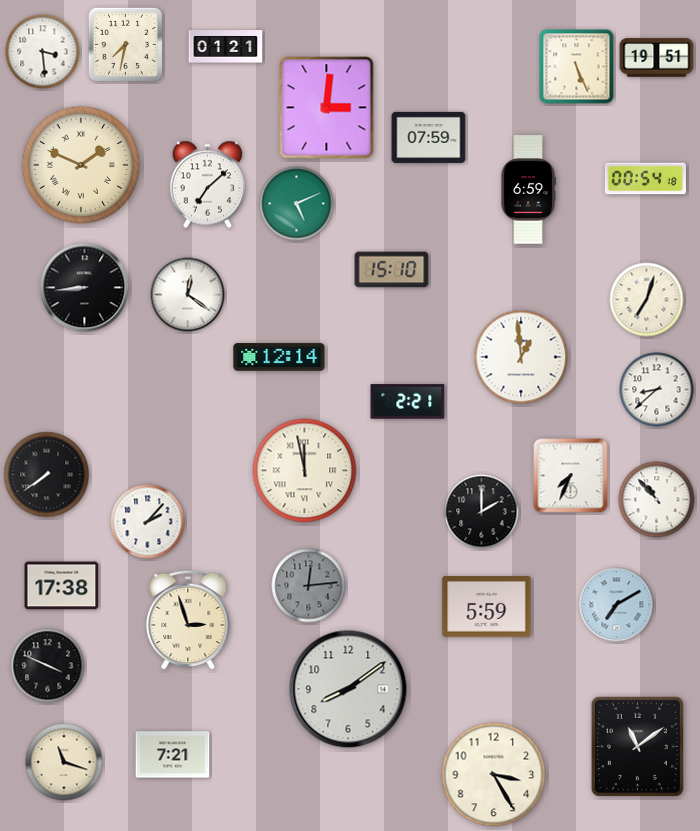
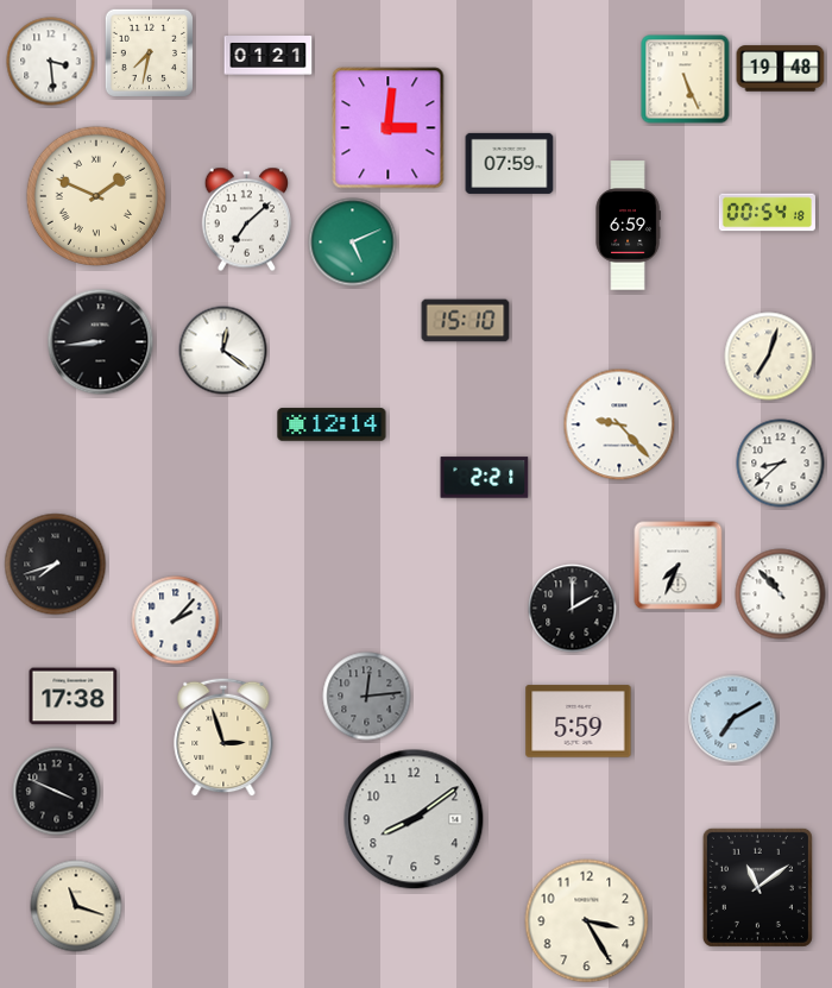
clock at (657, 58): 19:51 -> 19:48
clock at (521, 357): 12:59 -> 9:23
clock at (305, 471): 11:58 -> none
clock at (47, 475): 7:39 -> 7:42
clock at (173, 755): 7:21 -> none
